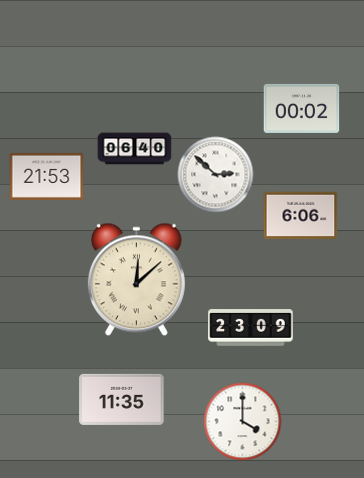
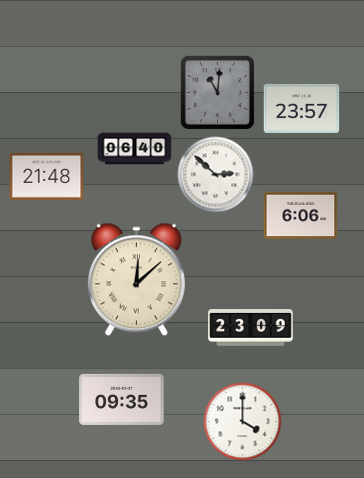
clock at (217, 92): none -> 11:01
clock at (302, 108): 00:02 -> 23:57
clock at (47, 176): 21:53 -> 21:48
clock at (122, 399): 11:35 -> 09:35
